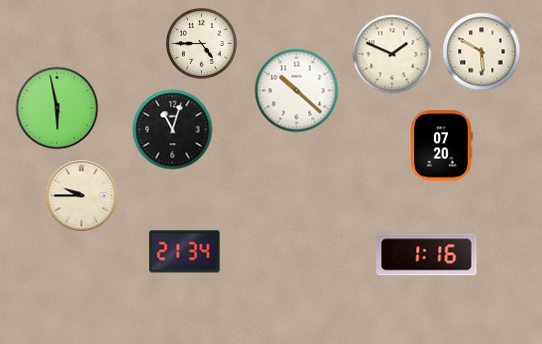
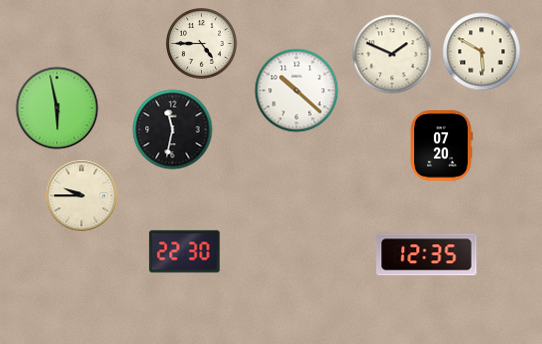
clock at (173, 130): 11:03 -> 11:32
clock at (185, 252): 21:34 -> 22:30
clock at (427, 255): 1:16 -> 12:35
